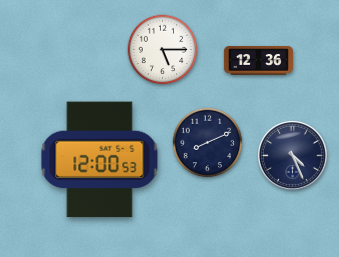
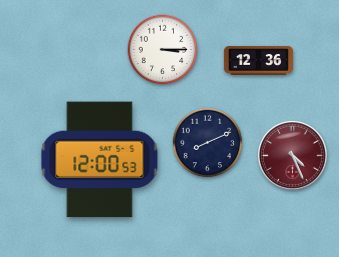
clock at (163, 50): 5:15 -> 3:15
clock at (292, 155) dial: navy -> burgundy
